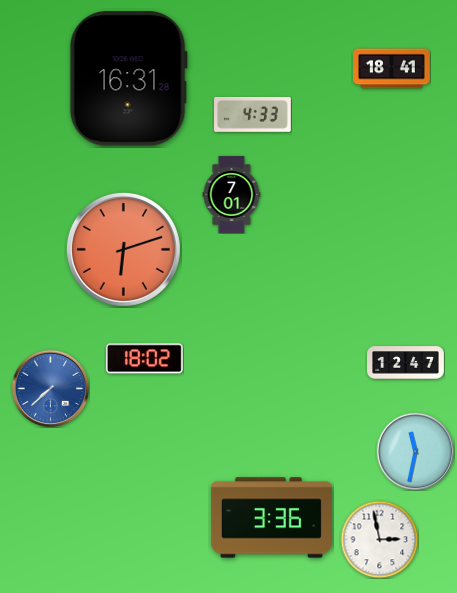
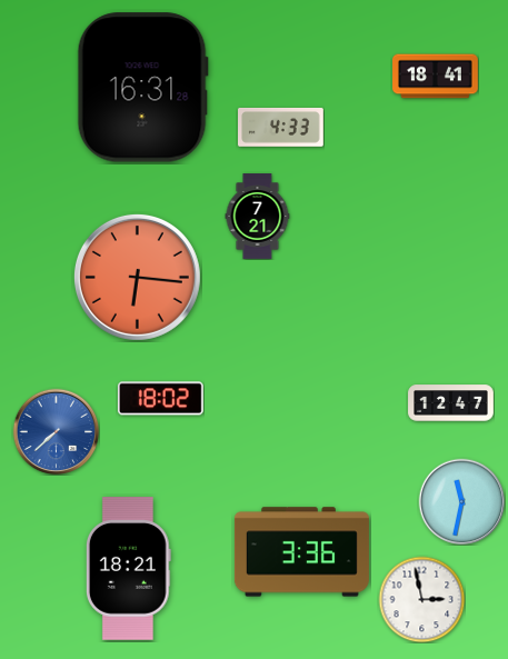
clock at (232, 195): 7:01 -> 7:21
clock at (123, 249): 6:12 -> 6:16
clock at (128, 569): none -> 18:21
clock at (271, 518) position: (271, 518) -> (301, 552)
